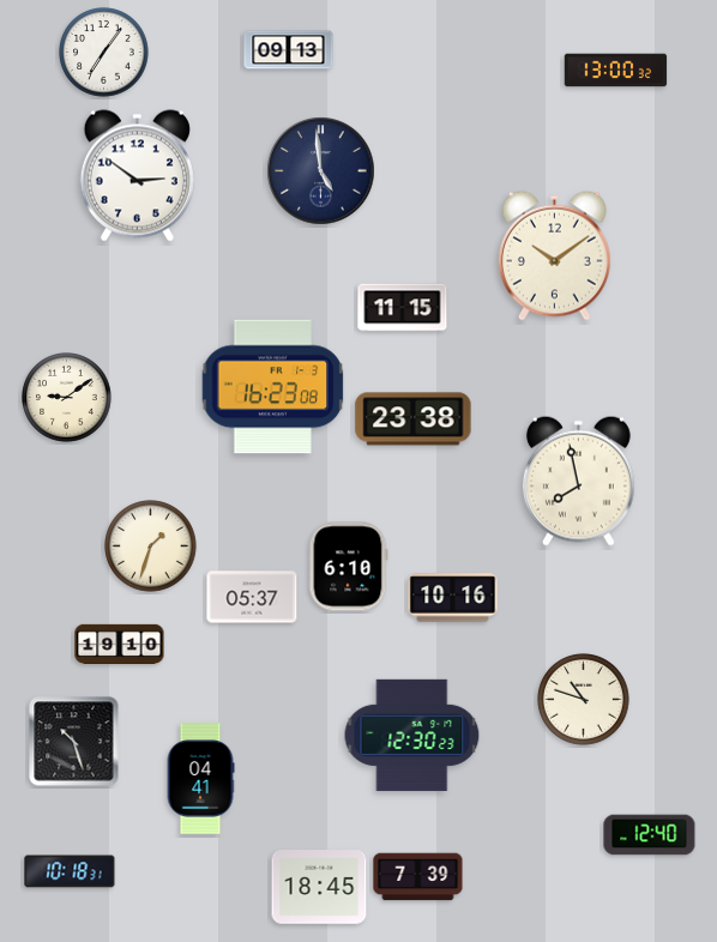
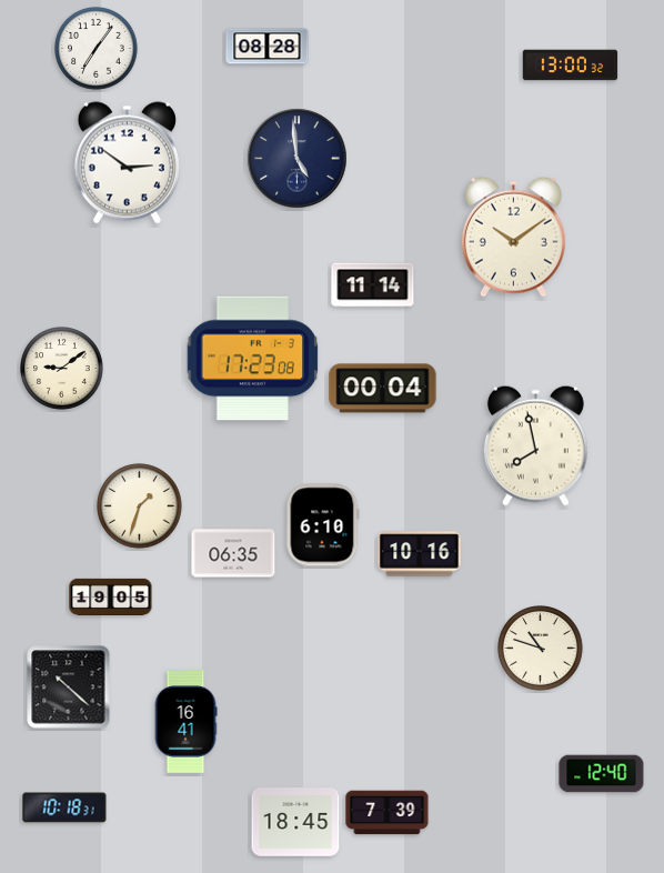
clock at (289, 50): 09:13 -> 08:28
clock at (403, 308): 11:15 -> 11:14
clock at (273, 387): 16:23 -> 17:23
clock at (414, 419): 23:38 -> 00:04
clock at (252, 597): 05:37 -> 06:35
clock at (120, 644): 19:10 -> 19:05
clock at (412, 735): 12:30 -> none
clock at (74, 742): 10:27 -> 10:22
clock at (200, 779): 04:41 -> 16:41
